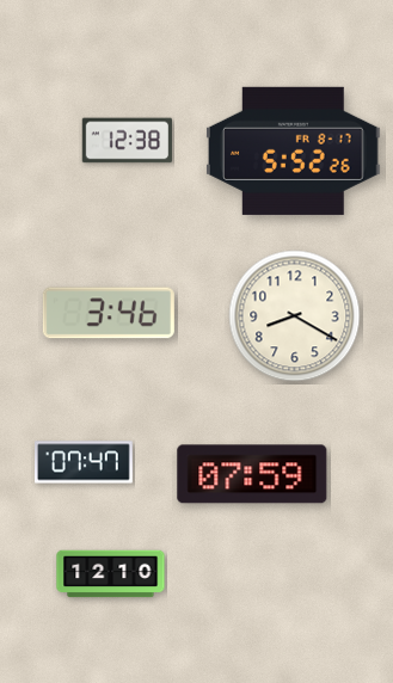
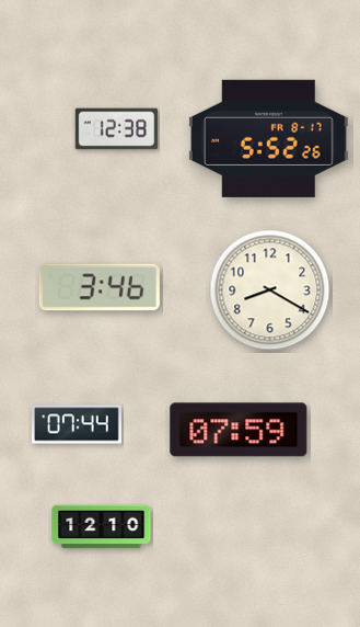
clock at (85, 462): 07:47 -> 07:44
clock at (252, 474) position: (252, 474) -> (239, 430)
